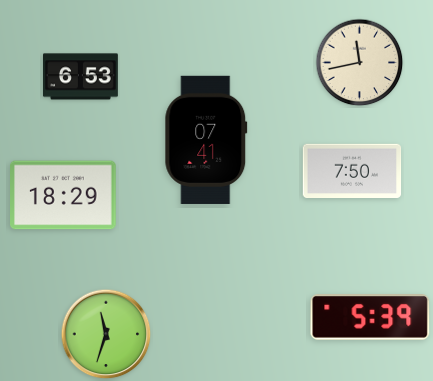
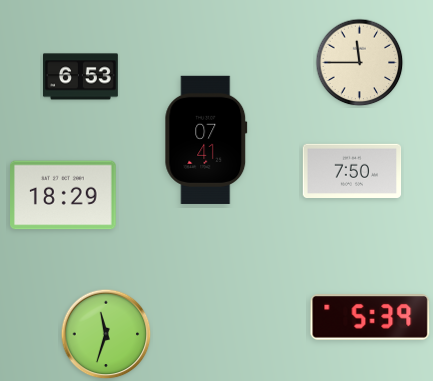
clock at (360, 63): 11:43 -> 11:45
